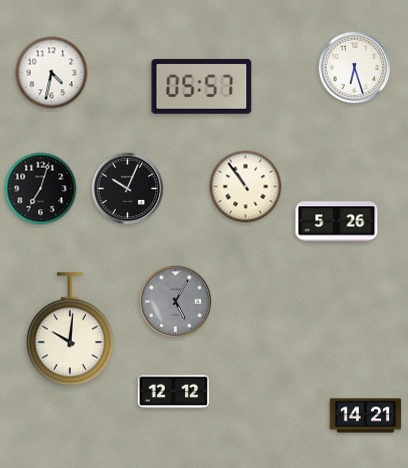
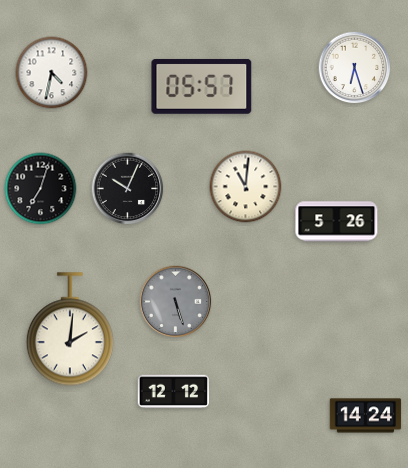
clock at (246, 187): 10:54 -> 11:01
clock at (176, 302): 5:05 -> 5:27
clock at (70, 329): 10:01 -> 2:01
clock at (366, 416): 14:21 -> 14:24
